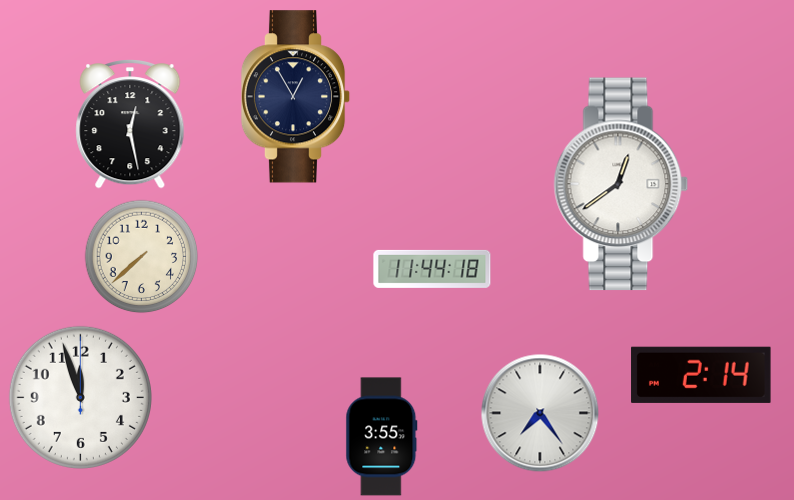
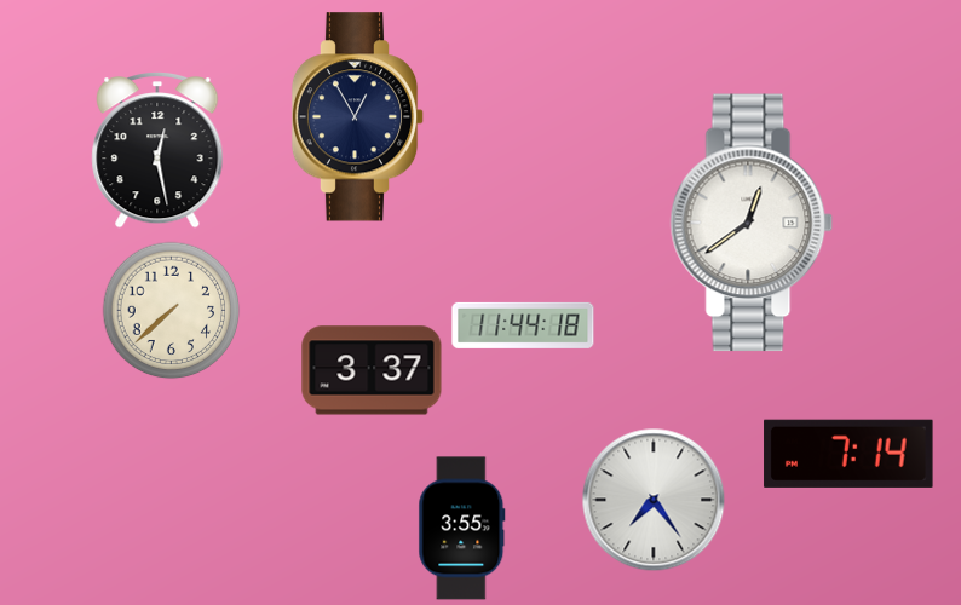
clock at (372, 370): none -> 3:37
clock at (701, 375): 2:14 -> 7:14
clock at (80, 397): 11:57 -> none
